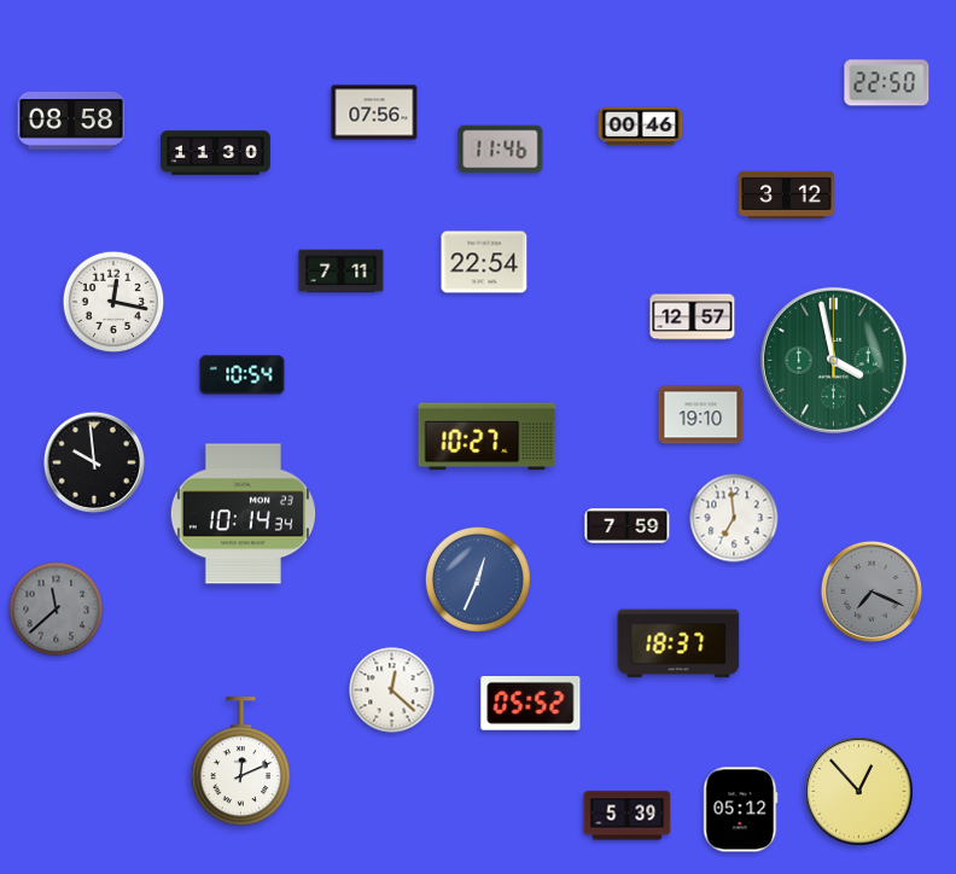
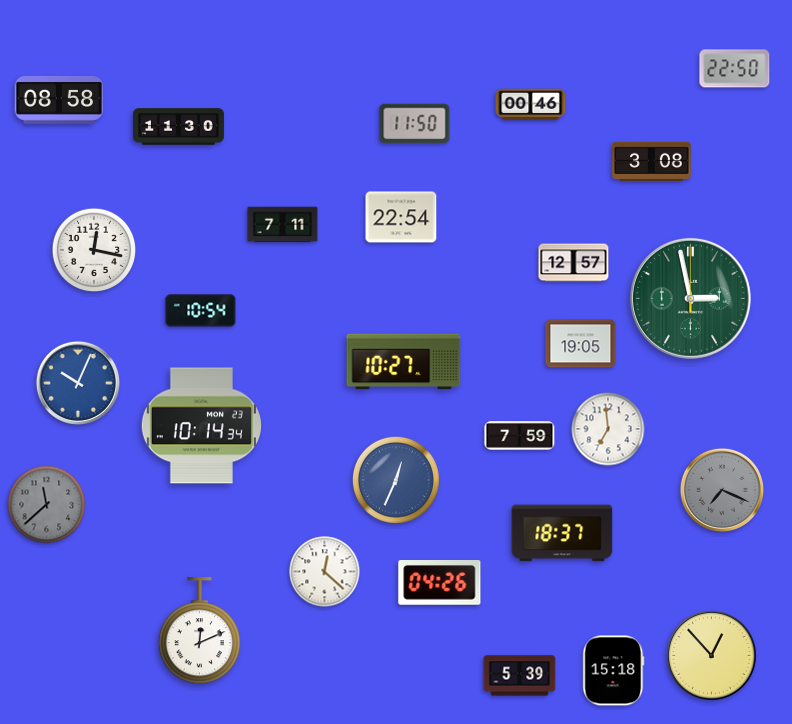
clock at (374, 112): 07:56 -> none
clock at (501, 150): 11:46 -> 11:50
clock at (787, 194): 3:12 -> 3:08
clock at (833, 360): 3:58 -> 2:58
clock at (701, 415): 19:10 -> 19:05
clock at (94, 462): 9:59 -> 10:04
clock at (94, 462) dial: black -> blue
clock at (531, 704): 05:52 -> 04:26
clock at (741, 810): 05:12 -> 15:18
